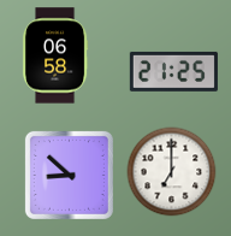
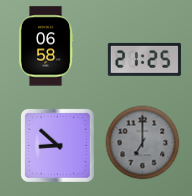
clock at (172, 172) dial: white -> grey
